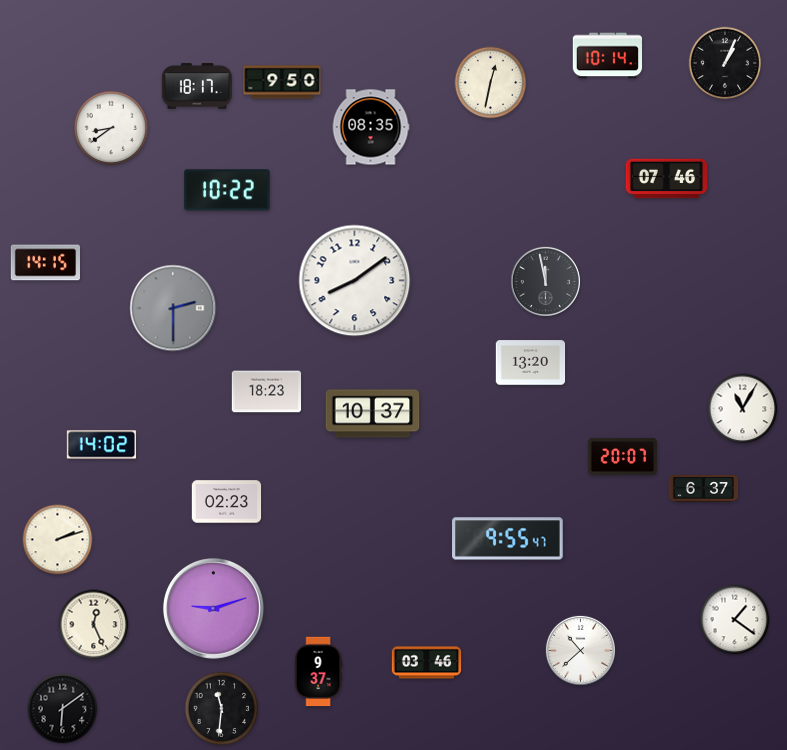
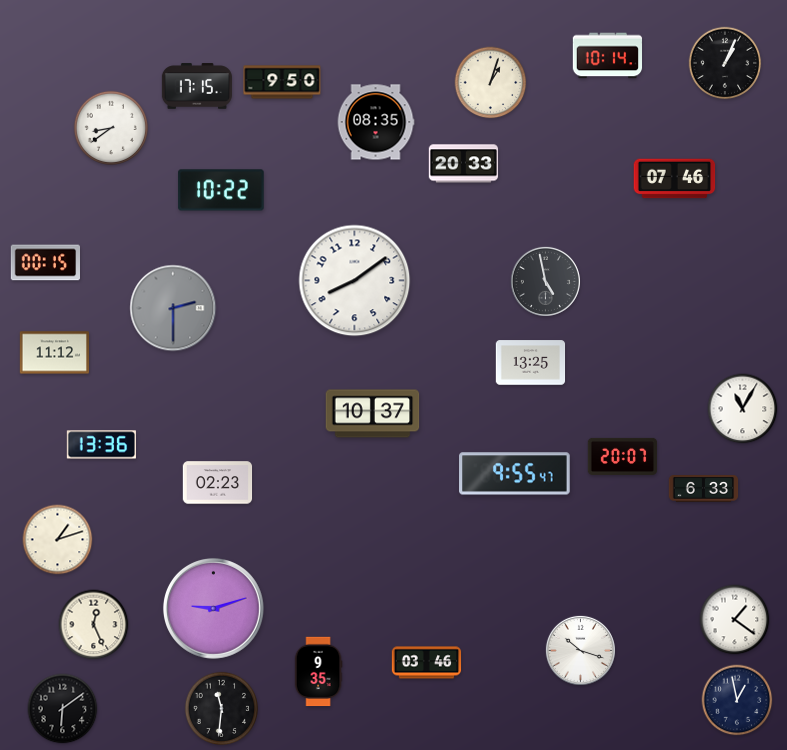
clock at (491, 83): 12:32 -> 1:03
clock at (197, 86): 18:17 -> 17:15
clock at (371, 127) position: (371, 127) -> (376, 122)
clock at (464, 164): none -> 20:33
clock at (667, 179) position: (667, 179) -> (675, 179)
clock at (227, 190) position: (227, 190) -> (221, 190)
clock at (46, 263): 14:15 -> 00:15
clock at (545, 281): 11:58 -> 4:58
clock at (54, 353): none -> 11:12
clock at (531, 363): 13:20 -> 13:25
clock at (267, 392): 18:23 -> none
clock at (101, 445): 14:02 -> 13:36
clock at (704, 489): 6:37 -> 6:33
clock at (227, 502) position: (227, 502) -> (218, 483)
clock at (508, 539) position: (508, 539) -> (515, 474)
clock at (58, 540): 2:12 -> 1:12
clock at (580, 650): 10:38 -> 10:18
clock at (318, 672): 9:37 -> 9:35
clock at (737, 700): none -> 12:58
